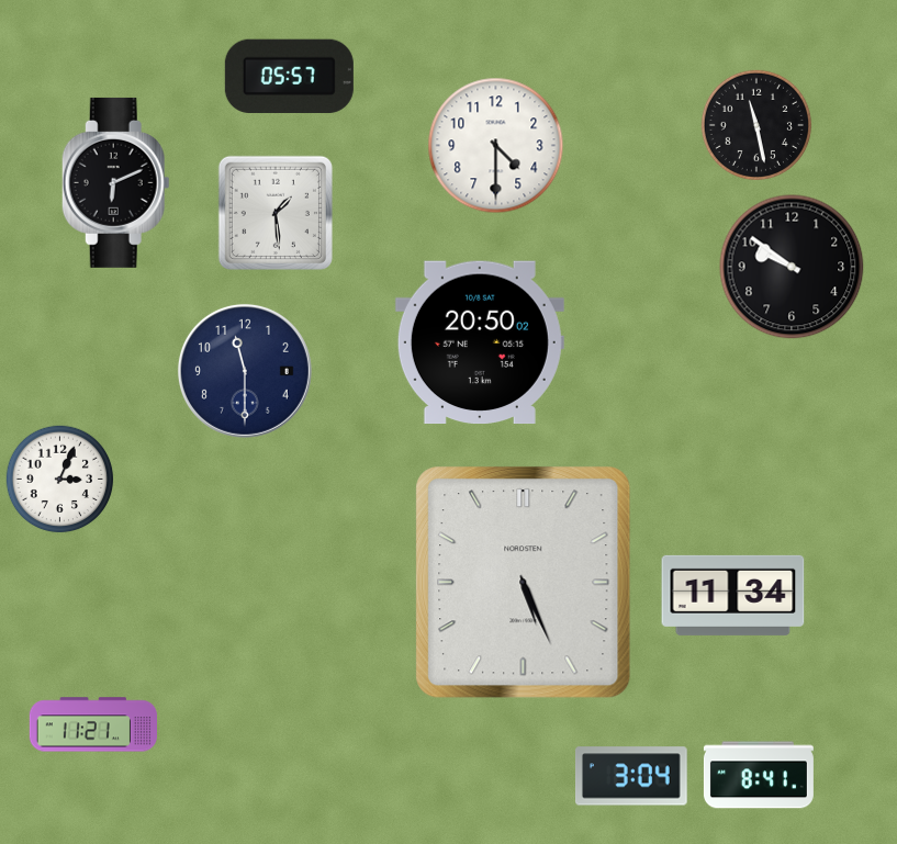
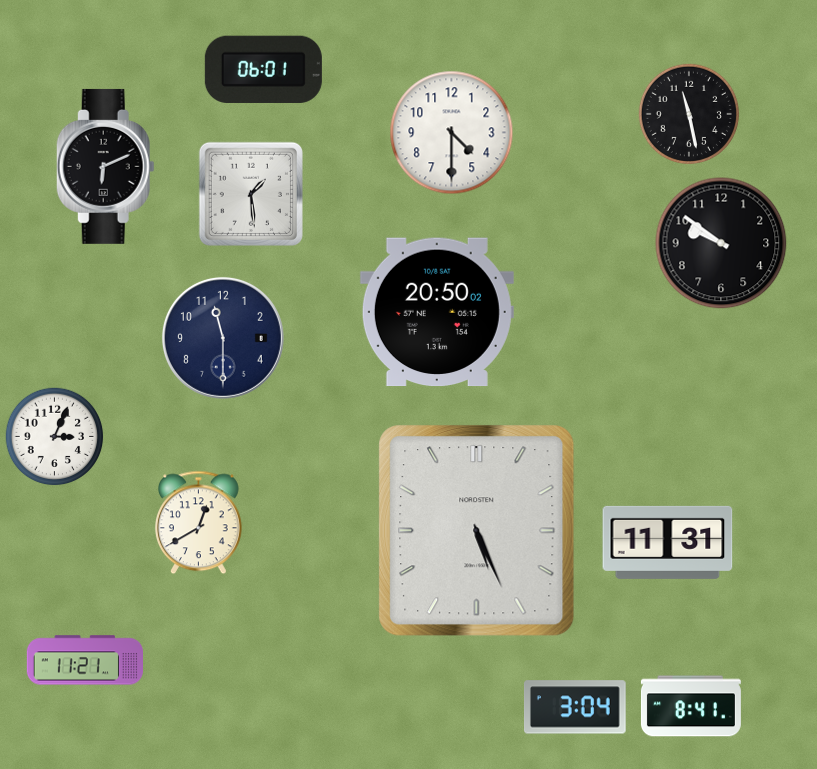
clock at (289, 76): 05:57 -> 06:01
clock at (198, 523): none -> 12:40
clock at (733, 595): 11:34 -> 11:31
